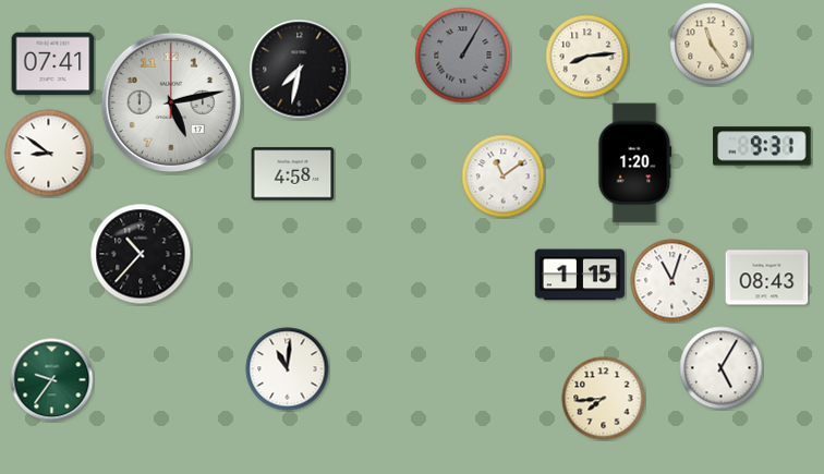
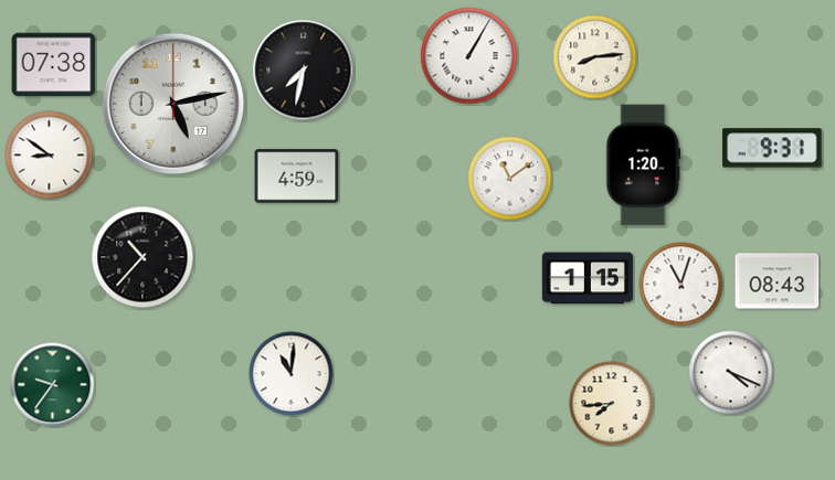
clock at (712, 45): 11:24 -> none
clock at (463, 56) dial: grey -> white
clock at (53, 64): 07:41 -> 07:38
clock at (293, 174): 4:58 -> 4:59
clock at (722, 368): 5:05 -> 4:19
